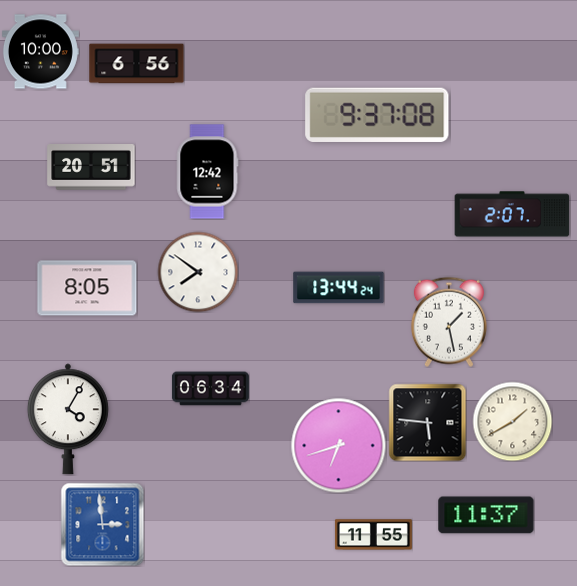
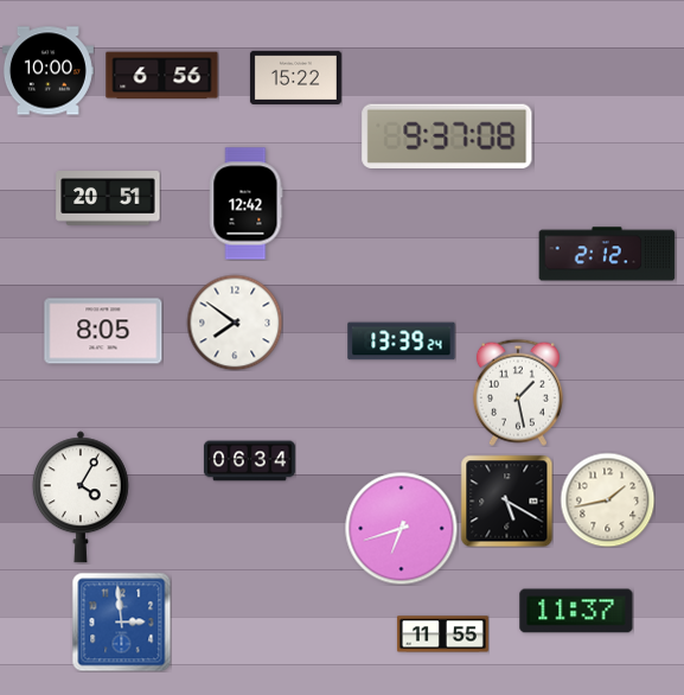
clock at (40, 52) position: (40, 52) -> (47, 71)
clock at (295, 77): none -> 15:22
clock at (512, 214): 2:07 -> 2:12
clock at (87, 288) position: (87, 288) -> (103, 331)
clock at (339, 288): 13:44 -> 13:39
clock at (449, 322) position: (449, 322) -> (518, 393)
clock at (512, 421): 1:40 -> 1:43
clock at (427, 422): 5:46 -> 5:20
